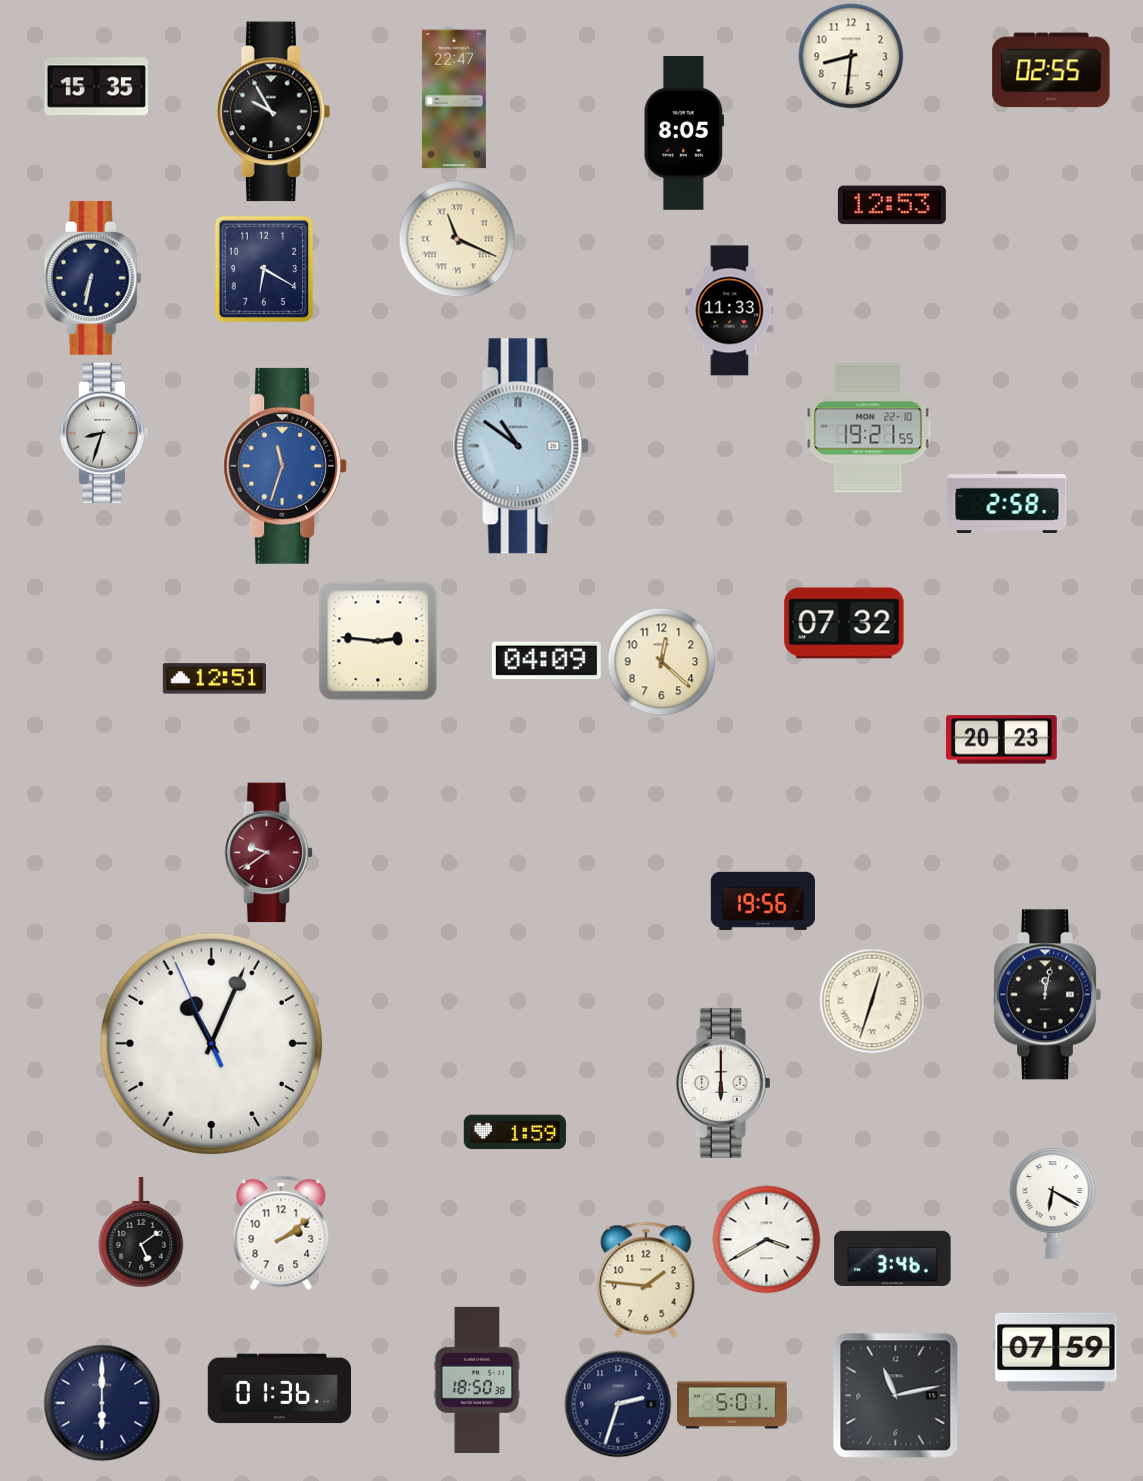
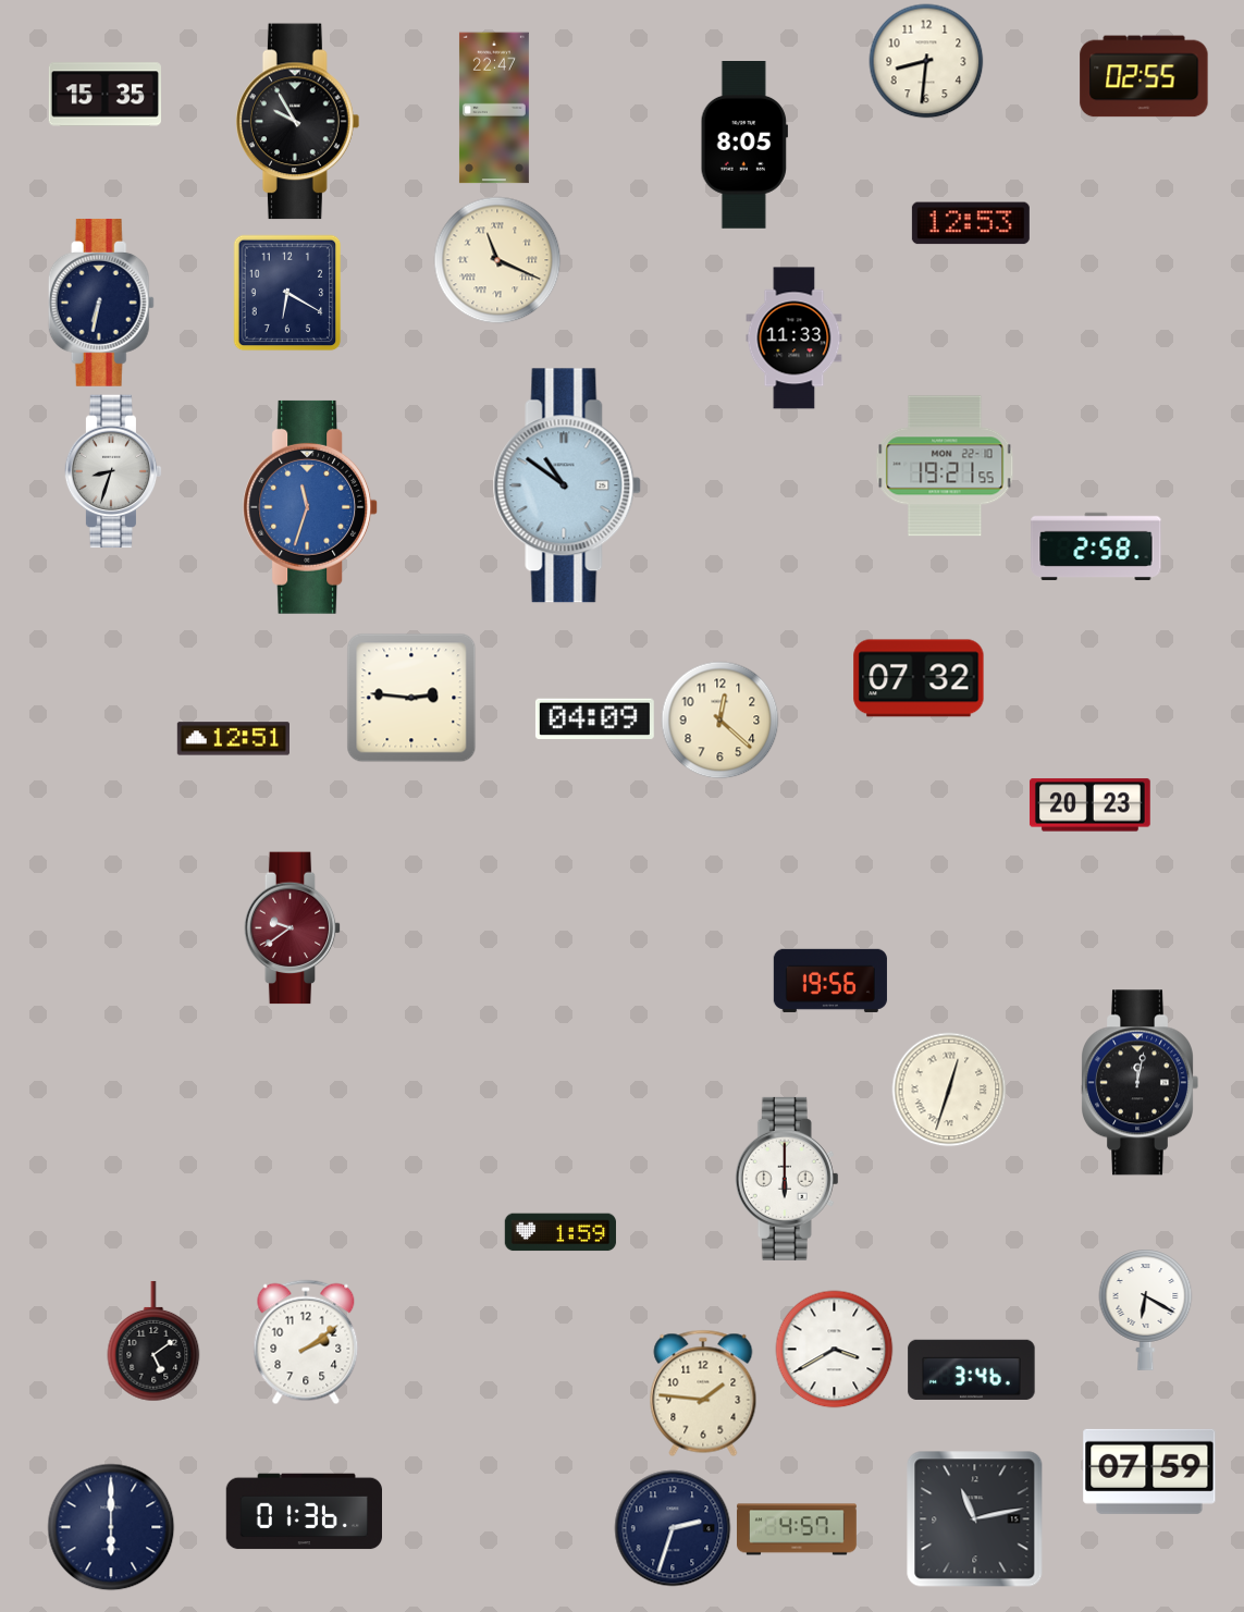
clock at (211, 1043): 11:03 -> none
clock at (477, 1380): 18:50 -> none
clock at (733, 1405): 5:01 -> 4:57
